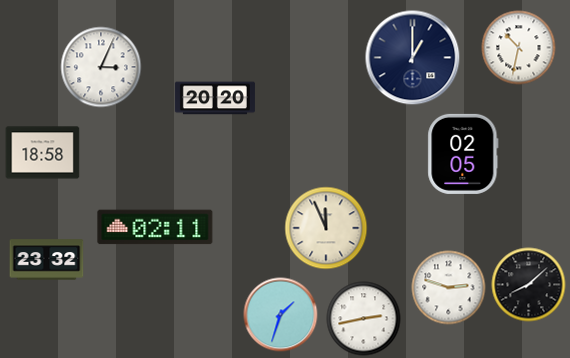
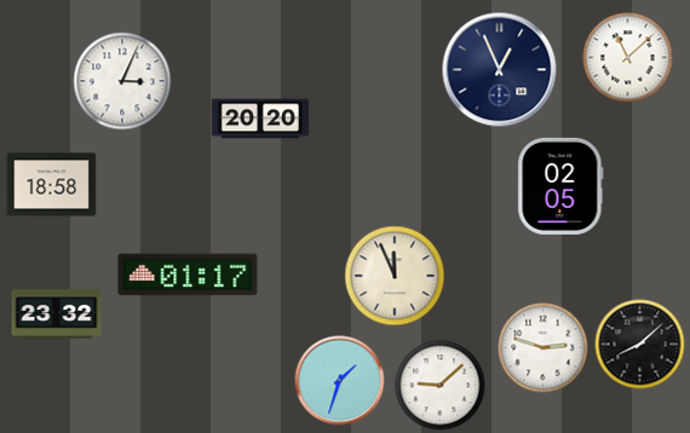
clock at (519, 48): 10:32 -> 11:08
clock at (413, 58): 1:00 -> 12:56
clock at (155, 227): 02:11 -> 01:17
clock at (364, 319): 2:43 -> 9:08
